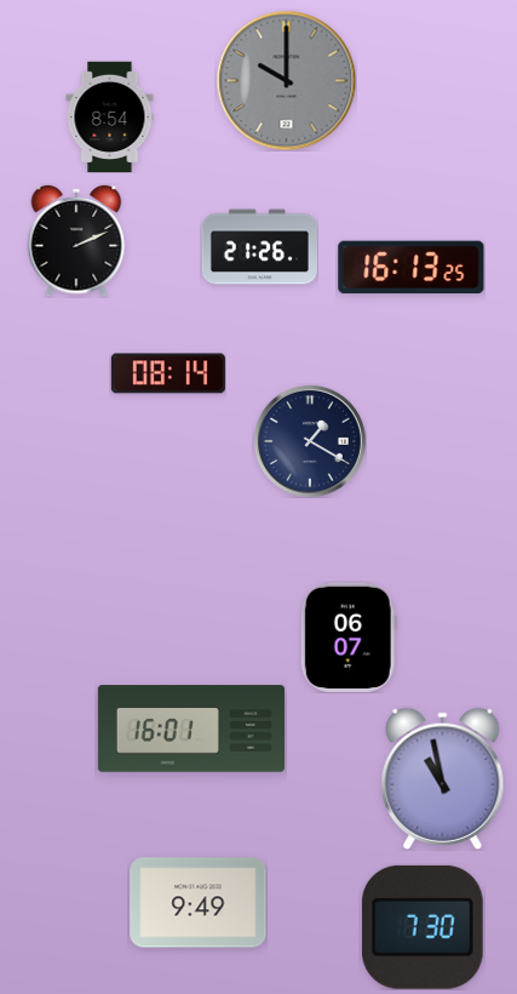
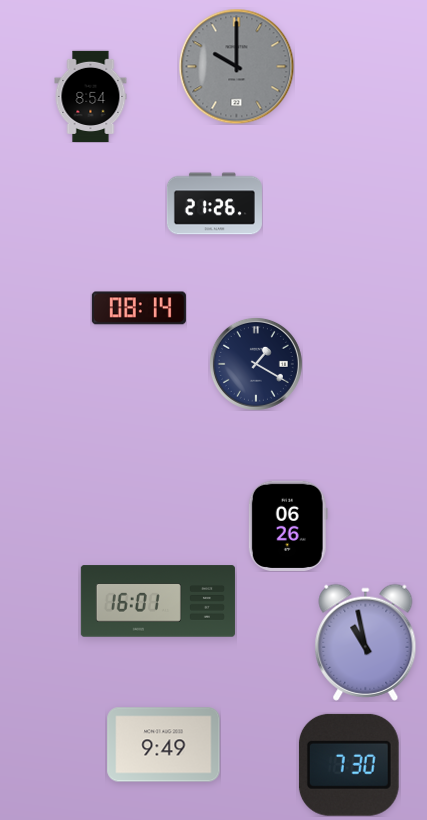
clock at (76, 241): 2:11 -> none
clock at (412, 268): 16:13 -> none
clock at (349, 638): 06:07 -> 06:26
